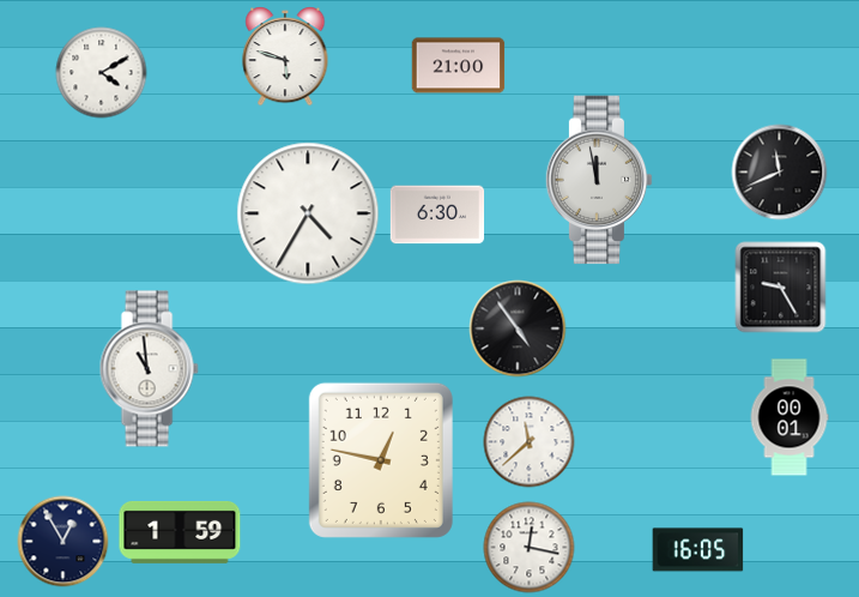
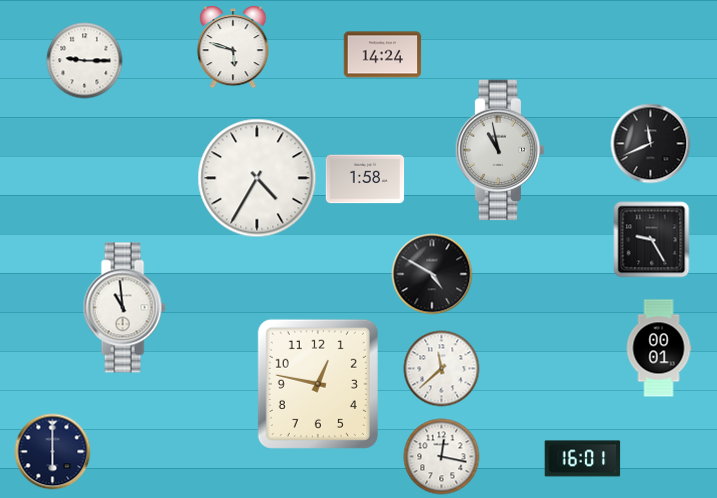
clock at (285, 58) position: (285, 58) -> (233, 48)
clock at (459, 66): 21:00 -> 14:24
clock at (102, 73): 4:10 -> 9:15
clock at (599, 180): 11:58 -> 10:58
clock at (437, 215): 6:30 -> 1:58
clock at (518, 328): 4:54 -> 4:50
clock at (180, 532): 1:59 -> none
clock at (63, 542): 12:55 -> 6:00
clock at (698, 550): 16:05 -> 16:01
